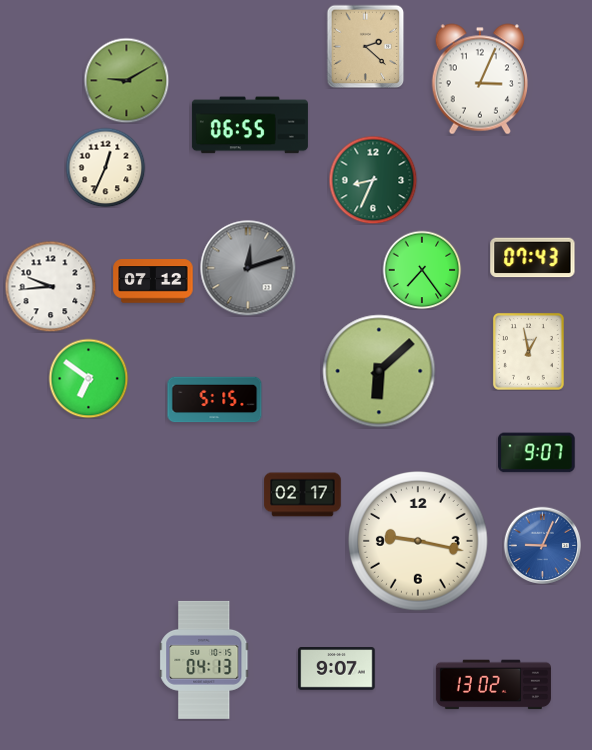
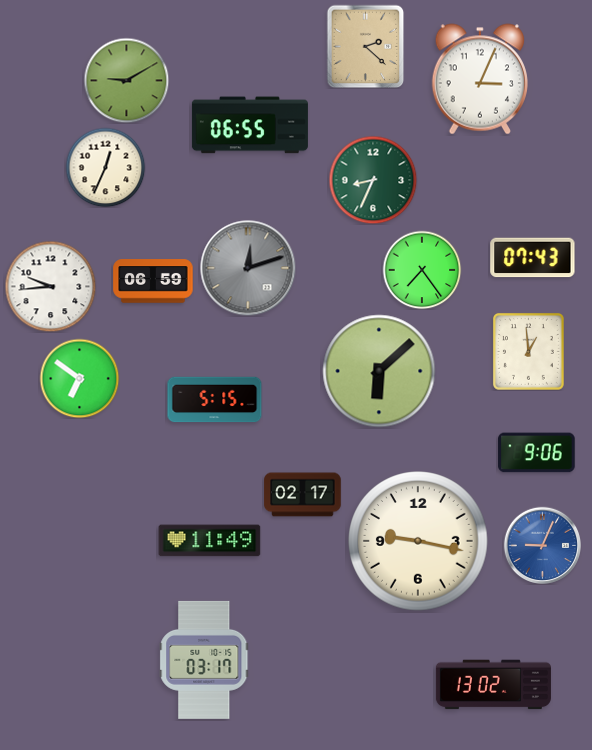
clock at (153, 281): 07:12 -> 06:59
clock at (528, 351): 12:58 -> 12:59
clock at (88, 378) position: (88, 378) -> (79, 378)
clock at (537, 453): 9:07 -> 9:06
clock at (210, 541): none -> 11:49
clock at (204, 660): 04:13 -> 03:17
clock at (337, 669): 9:07 -> none
